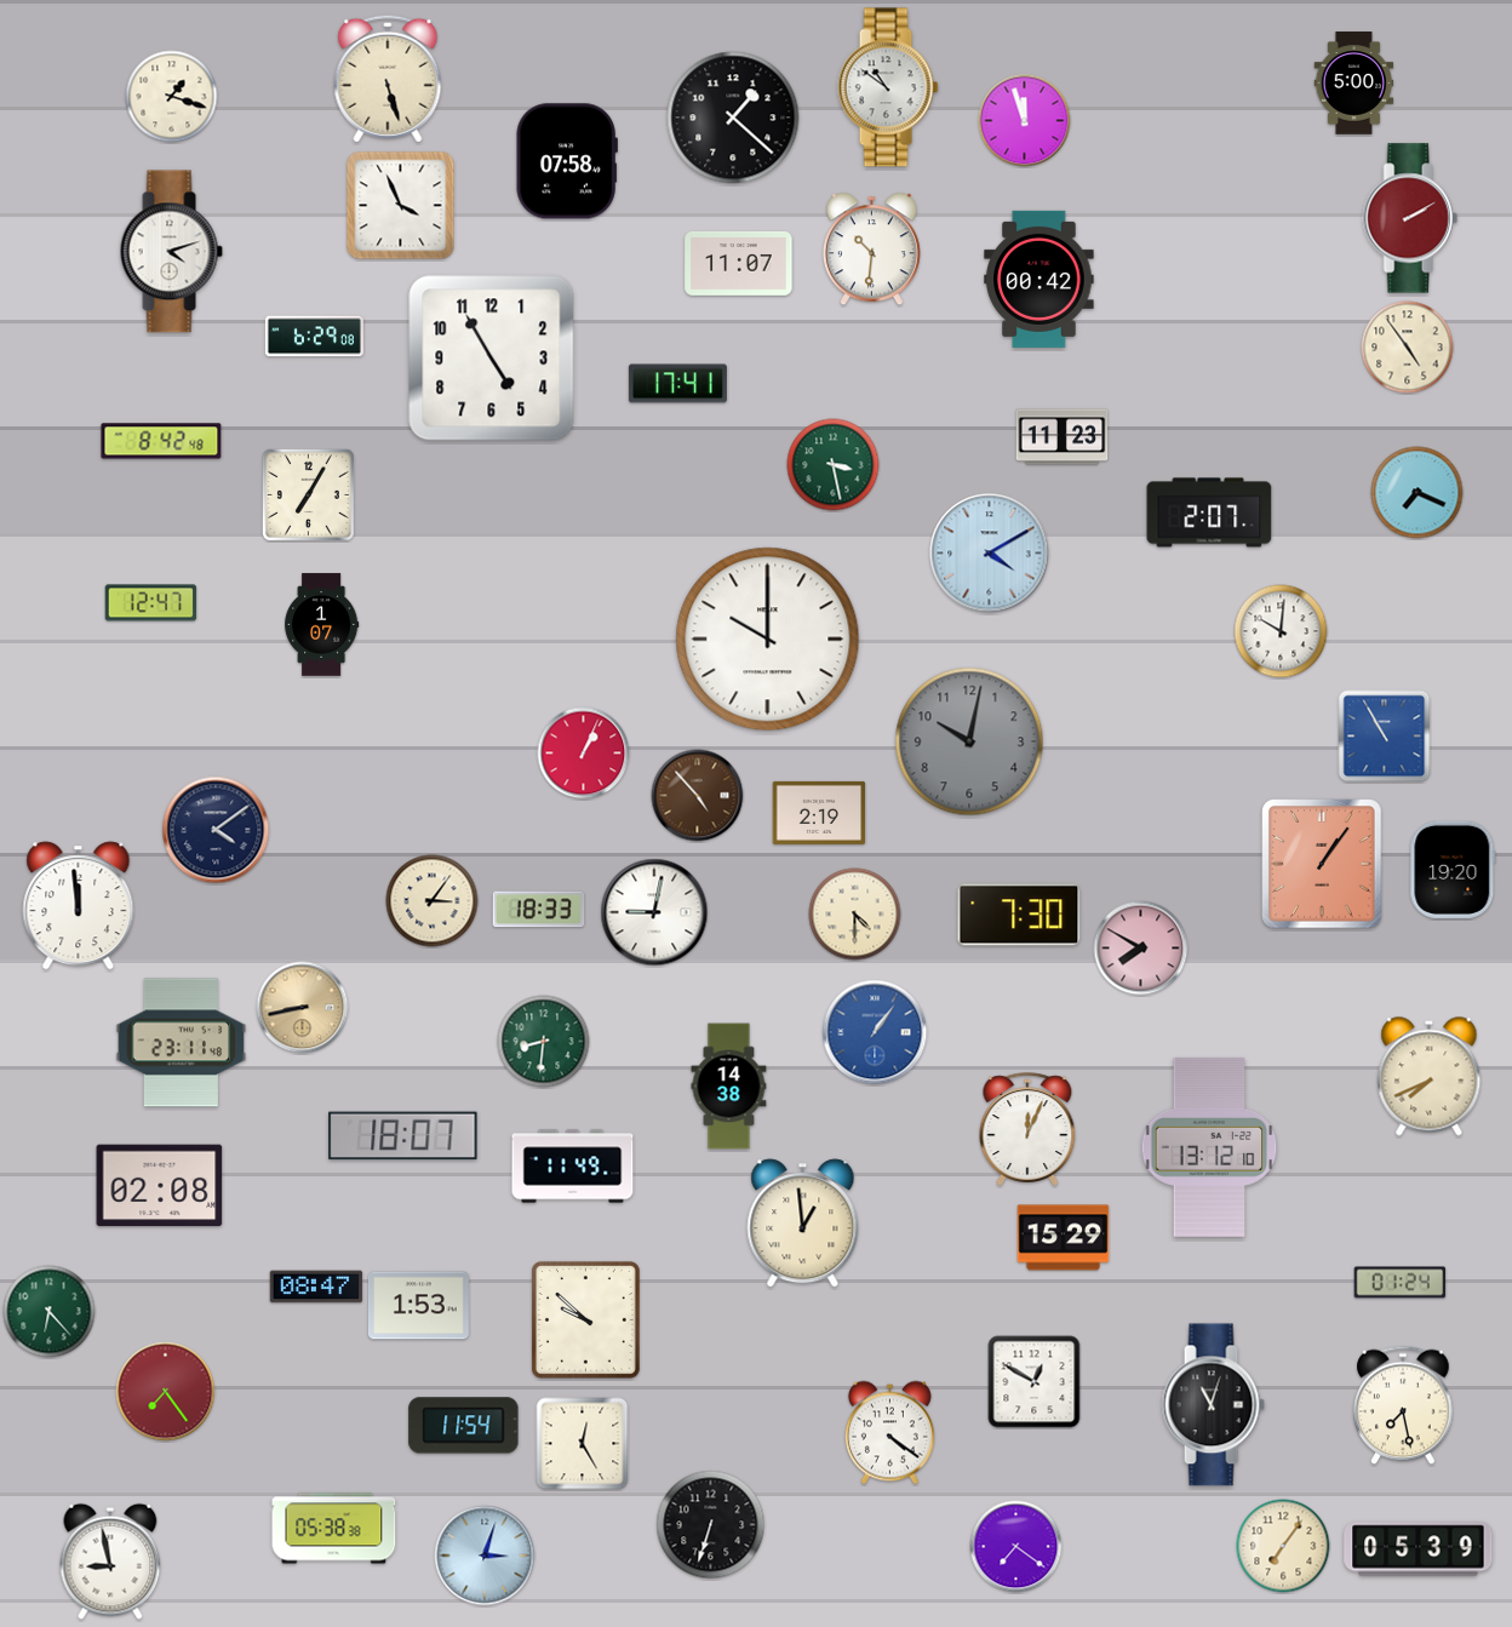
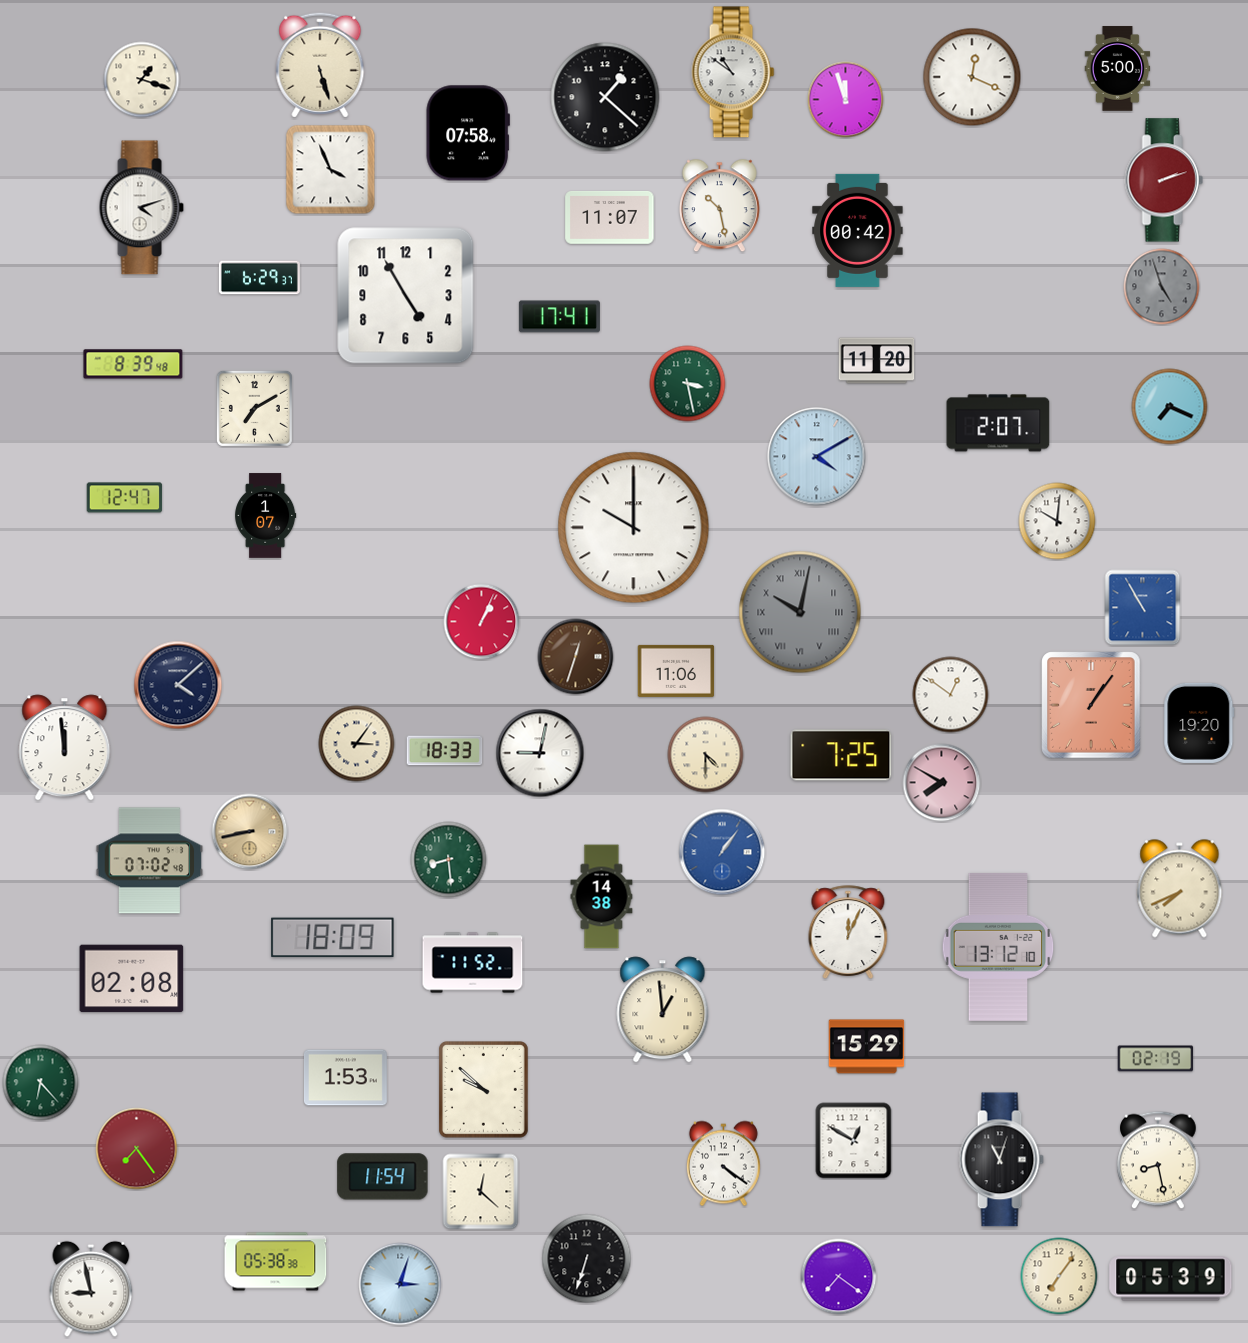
clock at (972, 77): none -> 12:19
clock at (1410, 218): 2:10 -> 2:12
clock at (871, 250): 10:31 -> 10:28
clock at (314, 337): 6:29:08 -> 6:29:37
clock at (1408, 348): 4:54 -> 4:57
clock at (1408, 348) dial: cream -> grey
clock at (1063, 437): 11:23 -> 11:20
clock at (161, 441): 8:42 -> 8:39
clock at (308, 494): 7:05 -> 7:10
clock at (969, 741) numerals: Arabic -> Roman
clock at (698, 796): 4:53 -> 12:33
clock at (819, 813): 2:19 -> 11:06
clock at (216, 830): 4:09 -> 4:08
clock at (951, 695): none -> 12:51
clock at (1322, 864) position: (1322, 864) -> (1091, 705)
clock at (1453, 870) position: (1453, 870) -> (1199, 723)
clock at (1019, 915): 7:30 -> 7:25
clock at (544, 1042): 8:31 -> 8:29
clock at (182, 1043): 23:11 -> 07:02
clock at (403, 1136): 18:07 -> 18:09
clock at (573, 1167): 11:49 -> 11:52
clock at (1064, 1238) position: (1064, 1238) -> (867, 1047)
clock at (1401, 1283): 01:24 -> 02:19
clock at (316, 1287): 08:47 -> none
clock at (1403, 1405): 7:28 -> 8:28
clock at (889, 1433) position: (889, 1433) -> (723, 1164)
clock at (583, 1444): 12:25 -> 12:22
